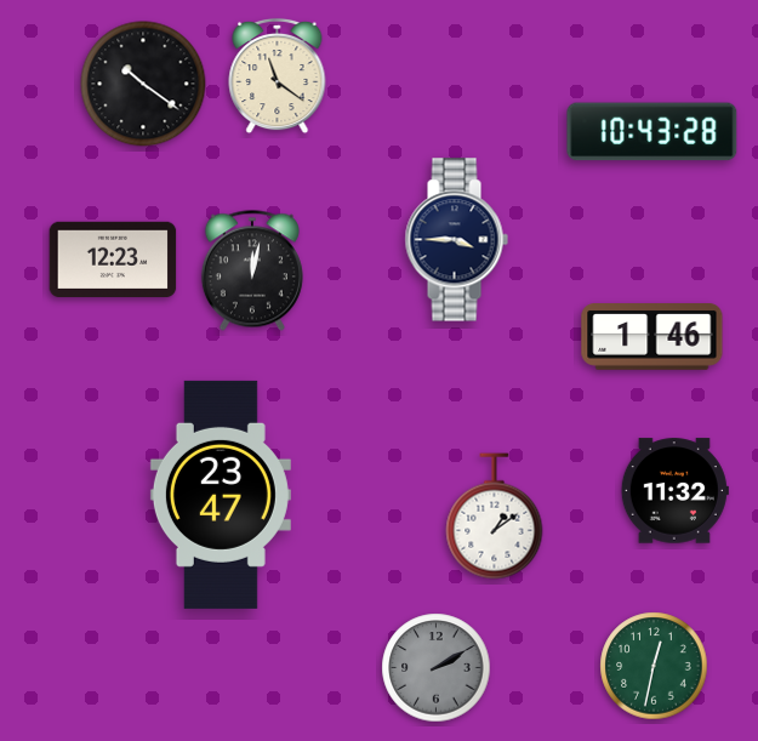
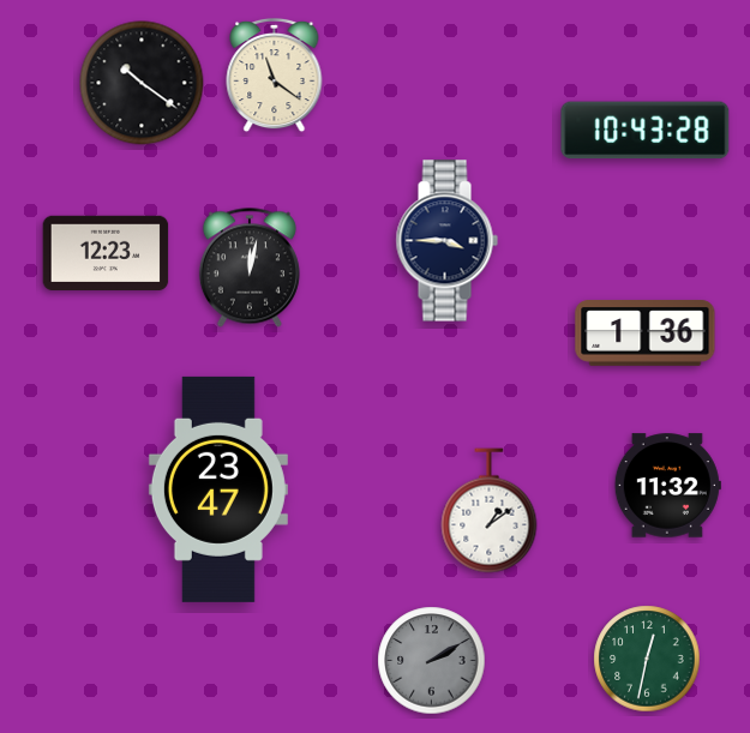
clock at (456, 240) position: (456, 240) -> (446, 241)
clock at (113, 258) position: (113, 258) -> (106, 252)
clock at (652, 337): 1:46 -> 1:36
